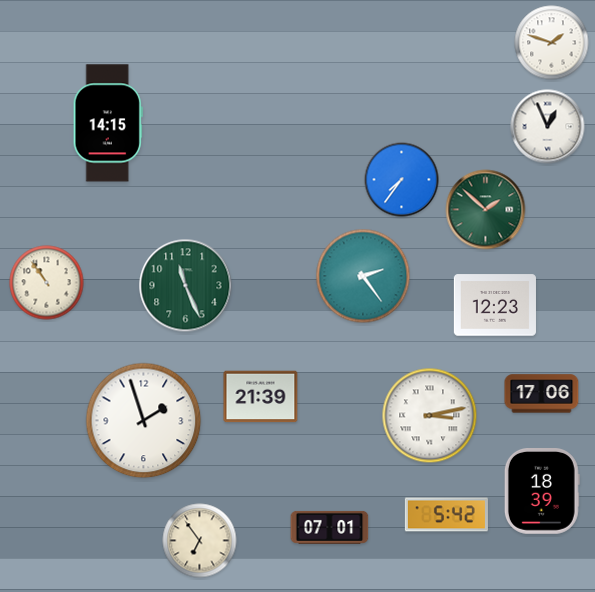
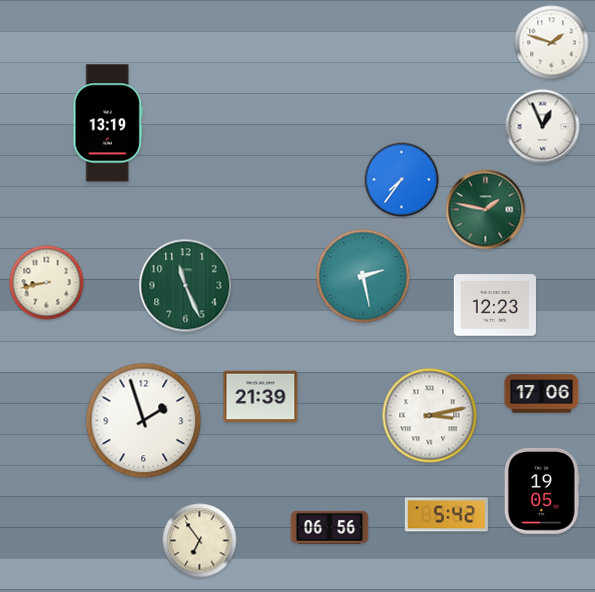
clock at (108, 123): 14:15 -> 13:19
clock at (548, 127) position: (548, 127) -> (543, 127)
clock at (486, 210): 1:52 -> 1:47
clock at (363, 276): 2:24 -> 2:28
clock at (47, 283): 10:54 -> 8:43
clock at (542, 492): 18:39 -> 19:05
clock at (330, 527): 07:01 -> 06:56
